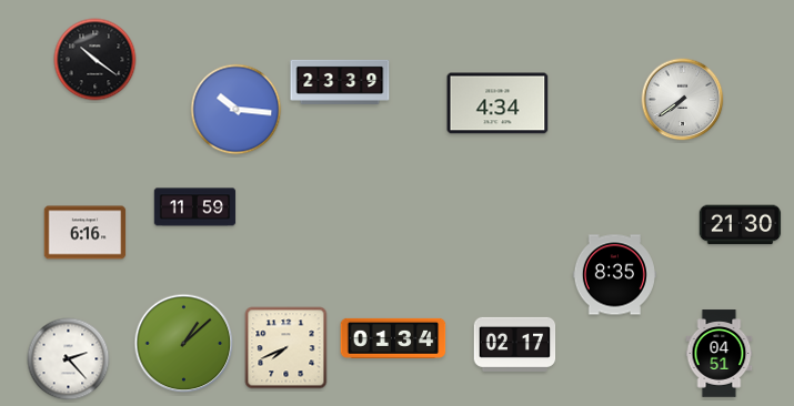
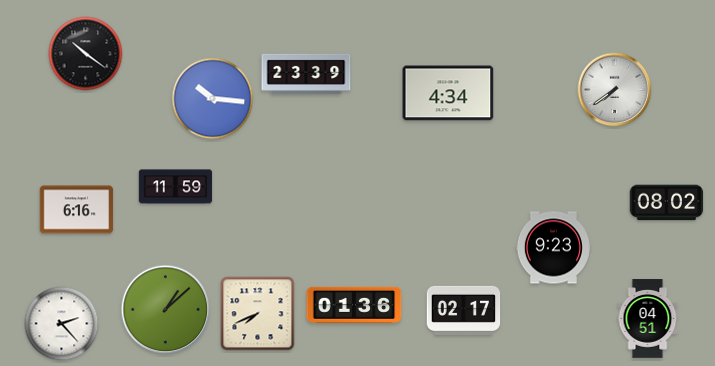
clock at (741, 225): 21:30 -> 08:02
clock at (614, 275): 8:35 -> 9:23
clock at (393, 338): 01:34 -> 01:36
